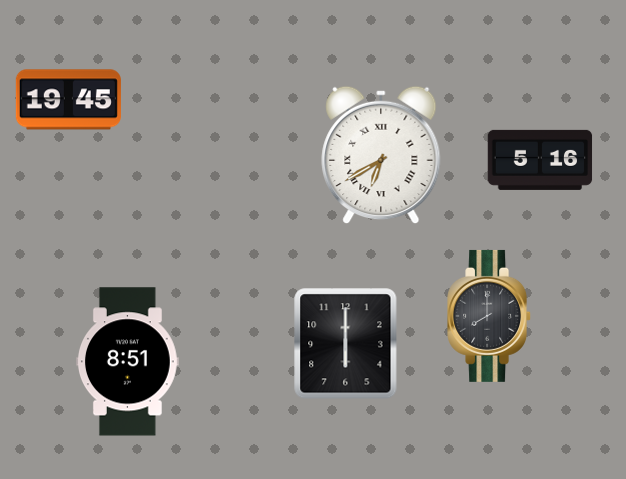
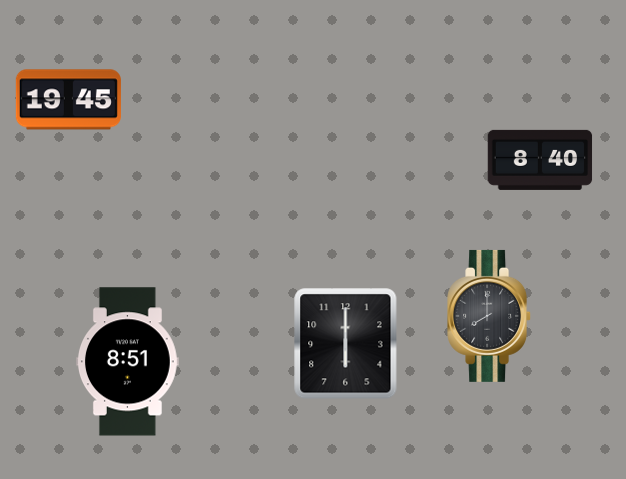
clock at (381, 155): 6:40 -> none
clock at (540, 160): 5:16 -> 8:40
